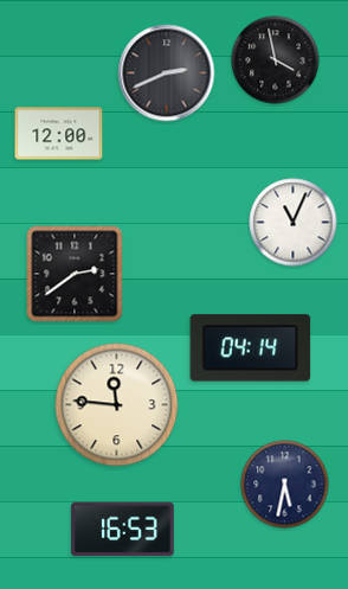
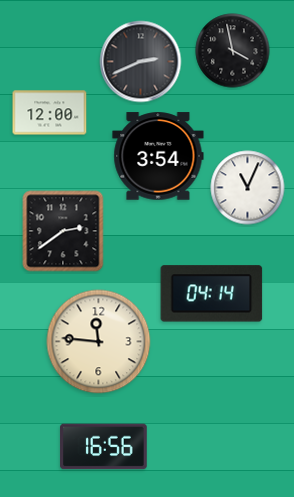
clock at (158, 156): none -> 3:54
clock at (285, 485): 5:32 -> none
clock at (123, 530): 16:53 -> 16:56
